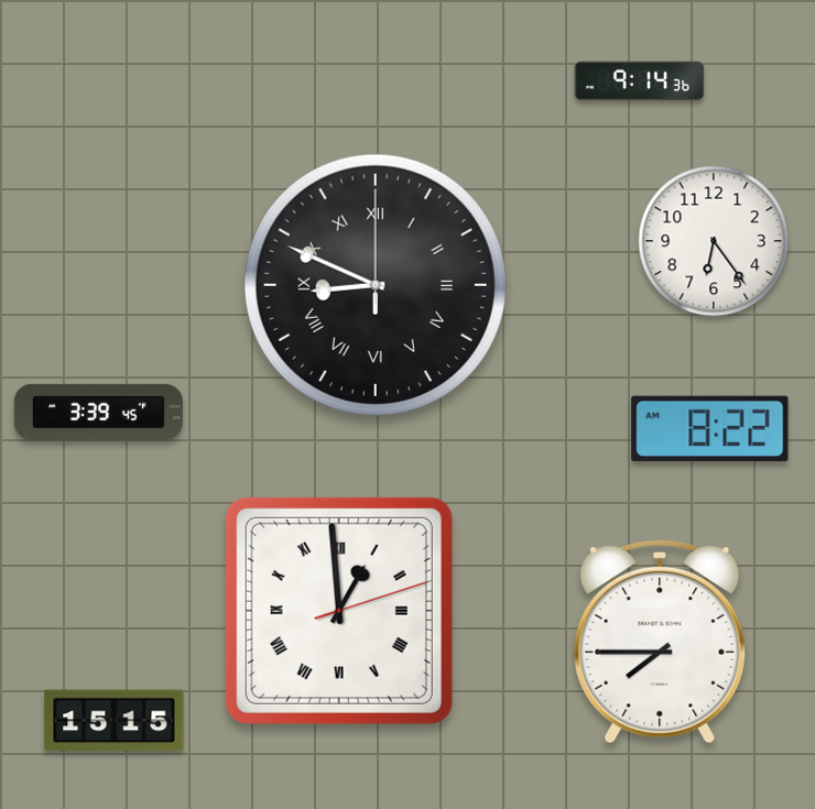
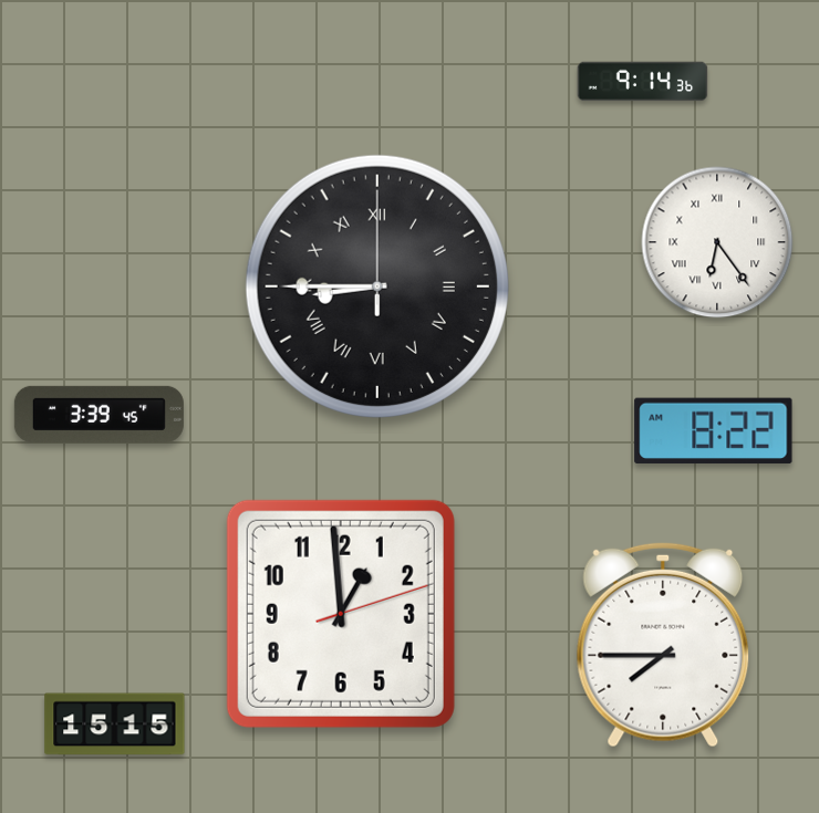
clock at (714, 241) numerals: Arabic -> Roman
clock at (376, 285): 8:49 -> 8:45
clock at (339, 611) numerals: Roman -> Arabic
